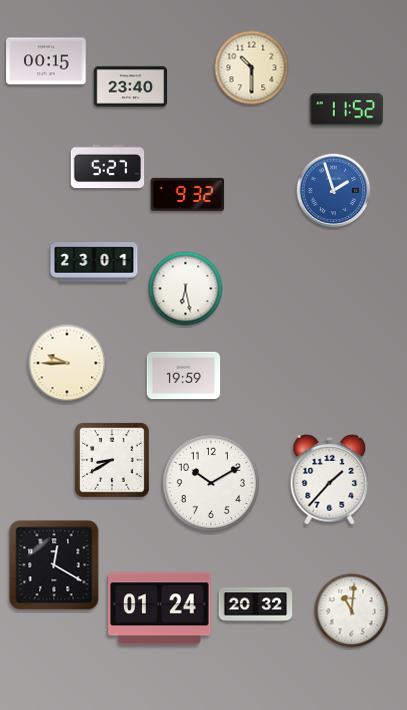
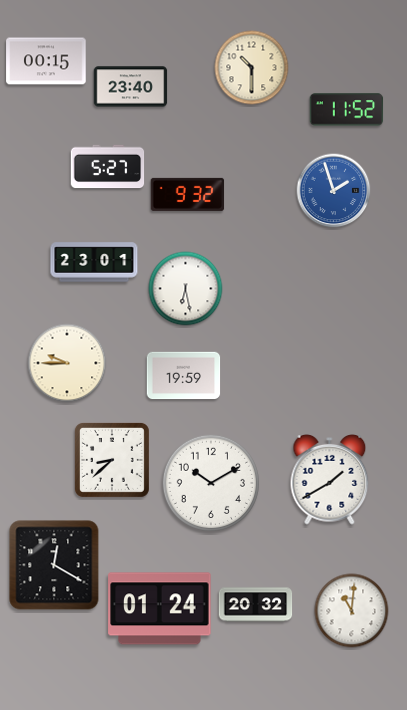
clock at (112, 460): 8:40 -> 8:38
clock at (330, 480): 1:37 -> 1:40
